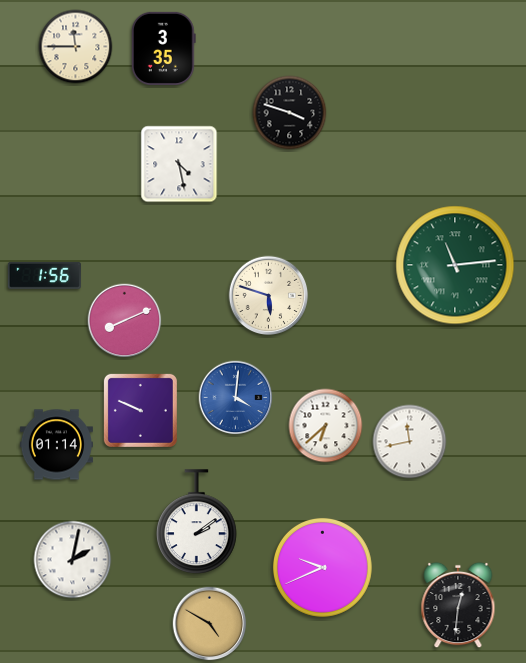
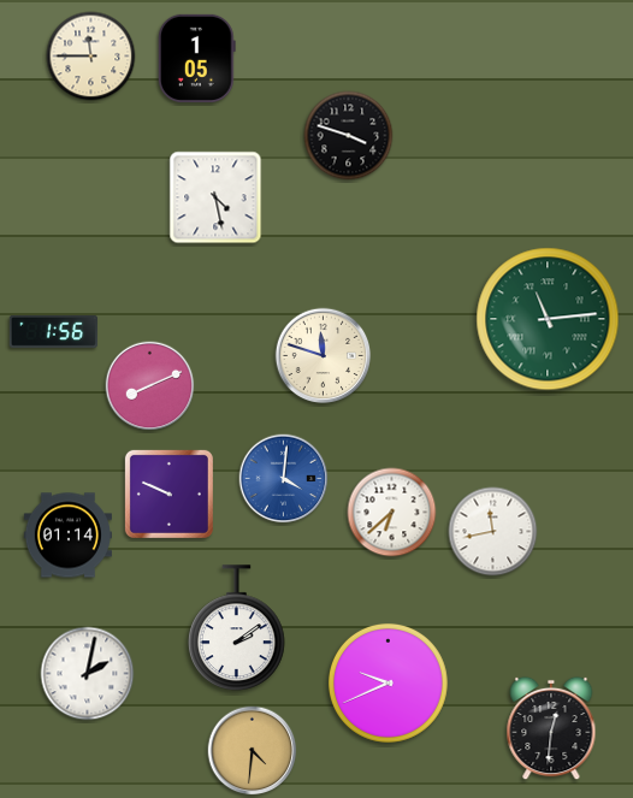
clock at (163, 48): 3:35 -> 1:05
clock at (269, 296): 5:48 -> 11:48
clock at (210, 624): 4:50 -> 4:31
